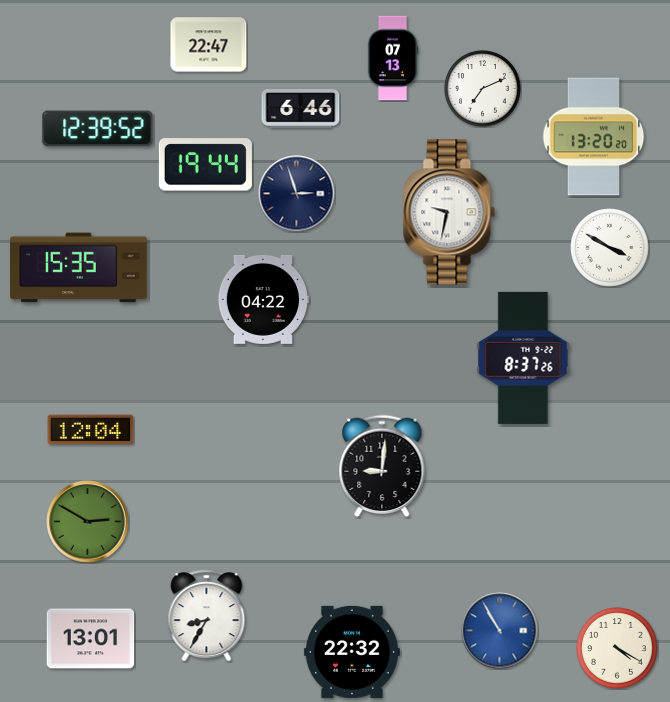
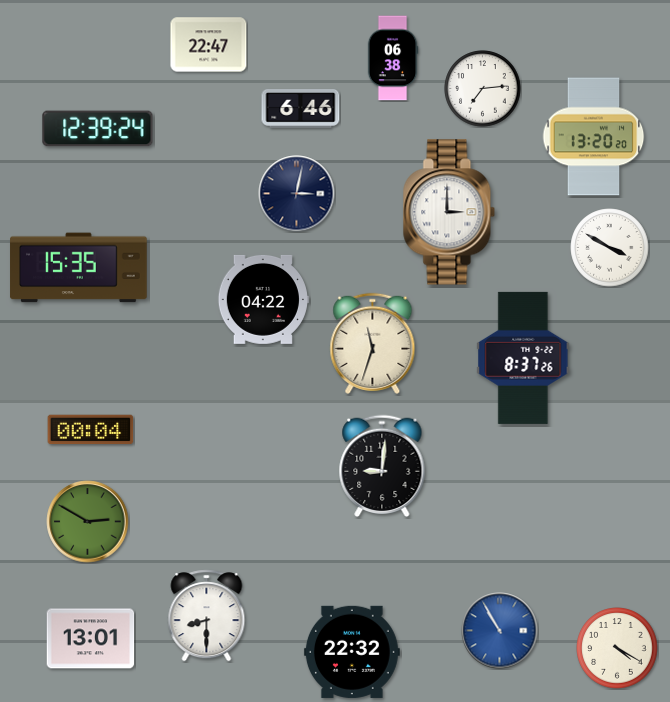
clock at (393, 58): 07:13 -> 06:38
clock at (483, 89): 7:11 -> 7:14
clock at (98, 129): 12:39:52 -> 12:39:24
clock at (205, 165): 19:44 -> none
clock at (297, 194): 2:57 -> 3:02
clock at (449, 212): 9:32 -> 3:00
clock at (373, 343): none -> 11:33
clock at (91, 430): 12:04 -> 00:04
clock at (207, 616): 8:35 -> 8:30
